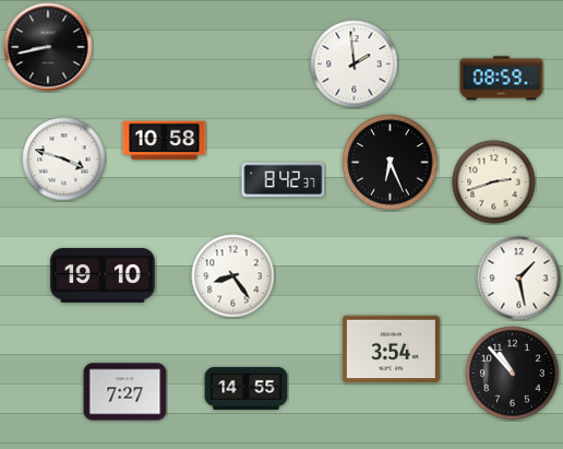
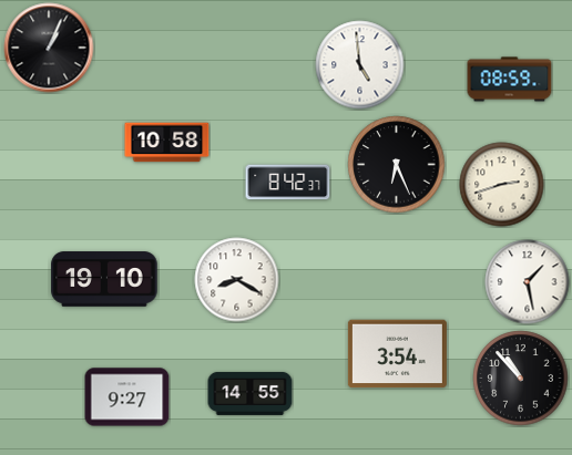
clock at (48, 47): 8:43 -> 1:04
clock at (355, 64): 1:59 -> 4:59
clock at (64, 159): 3:48 -> none
clock at (233, 276): 8:24 -> 8:20
clock at (125, 392): 7:27 -> 9:27
